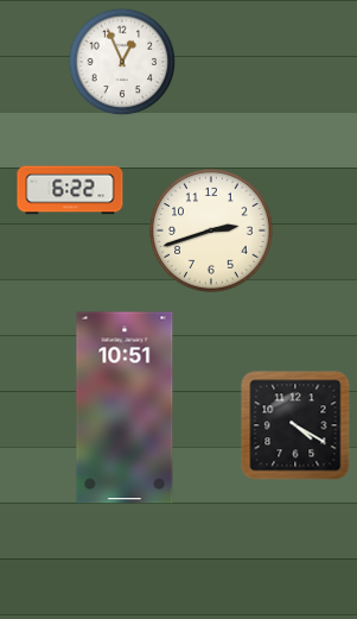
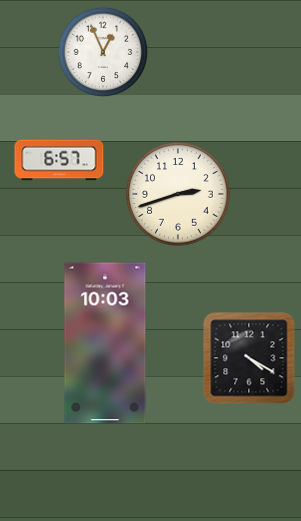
clock at (70, 190): 6:22 -> 6:57
clock at (125, 408): 10:51 -> 10:03
